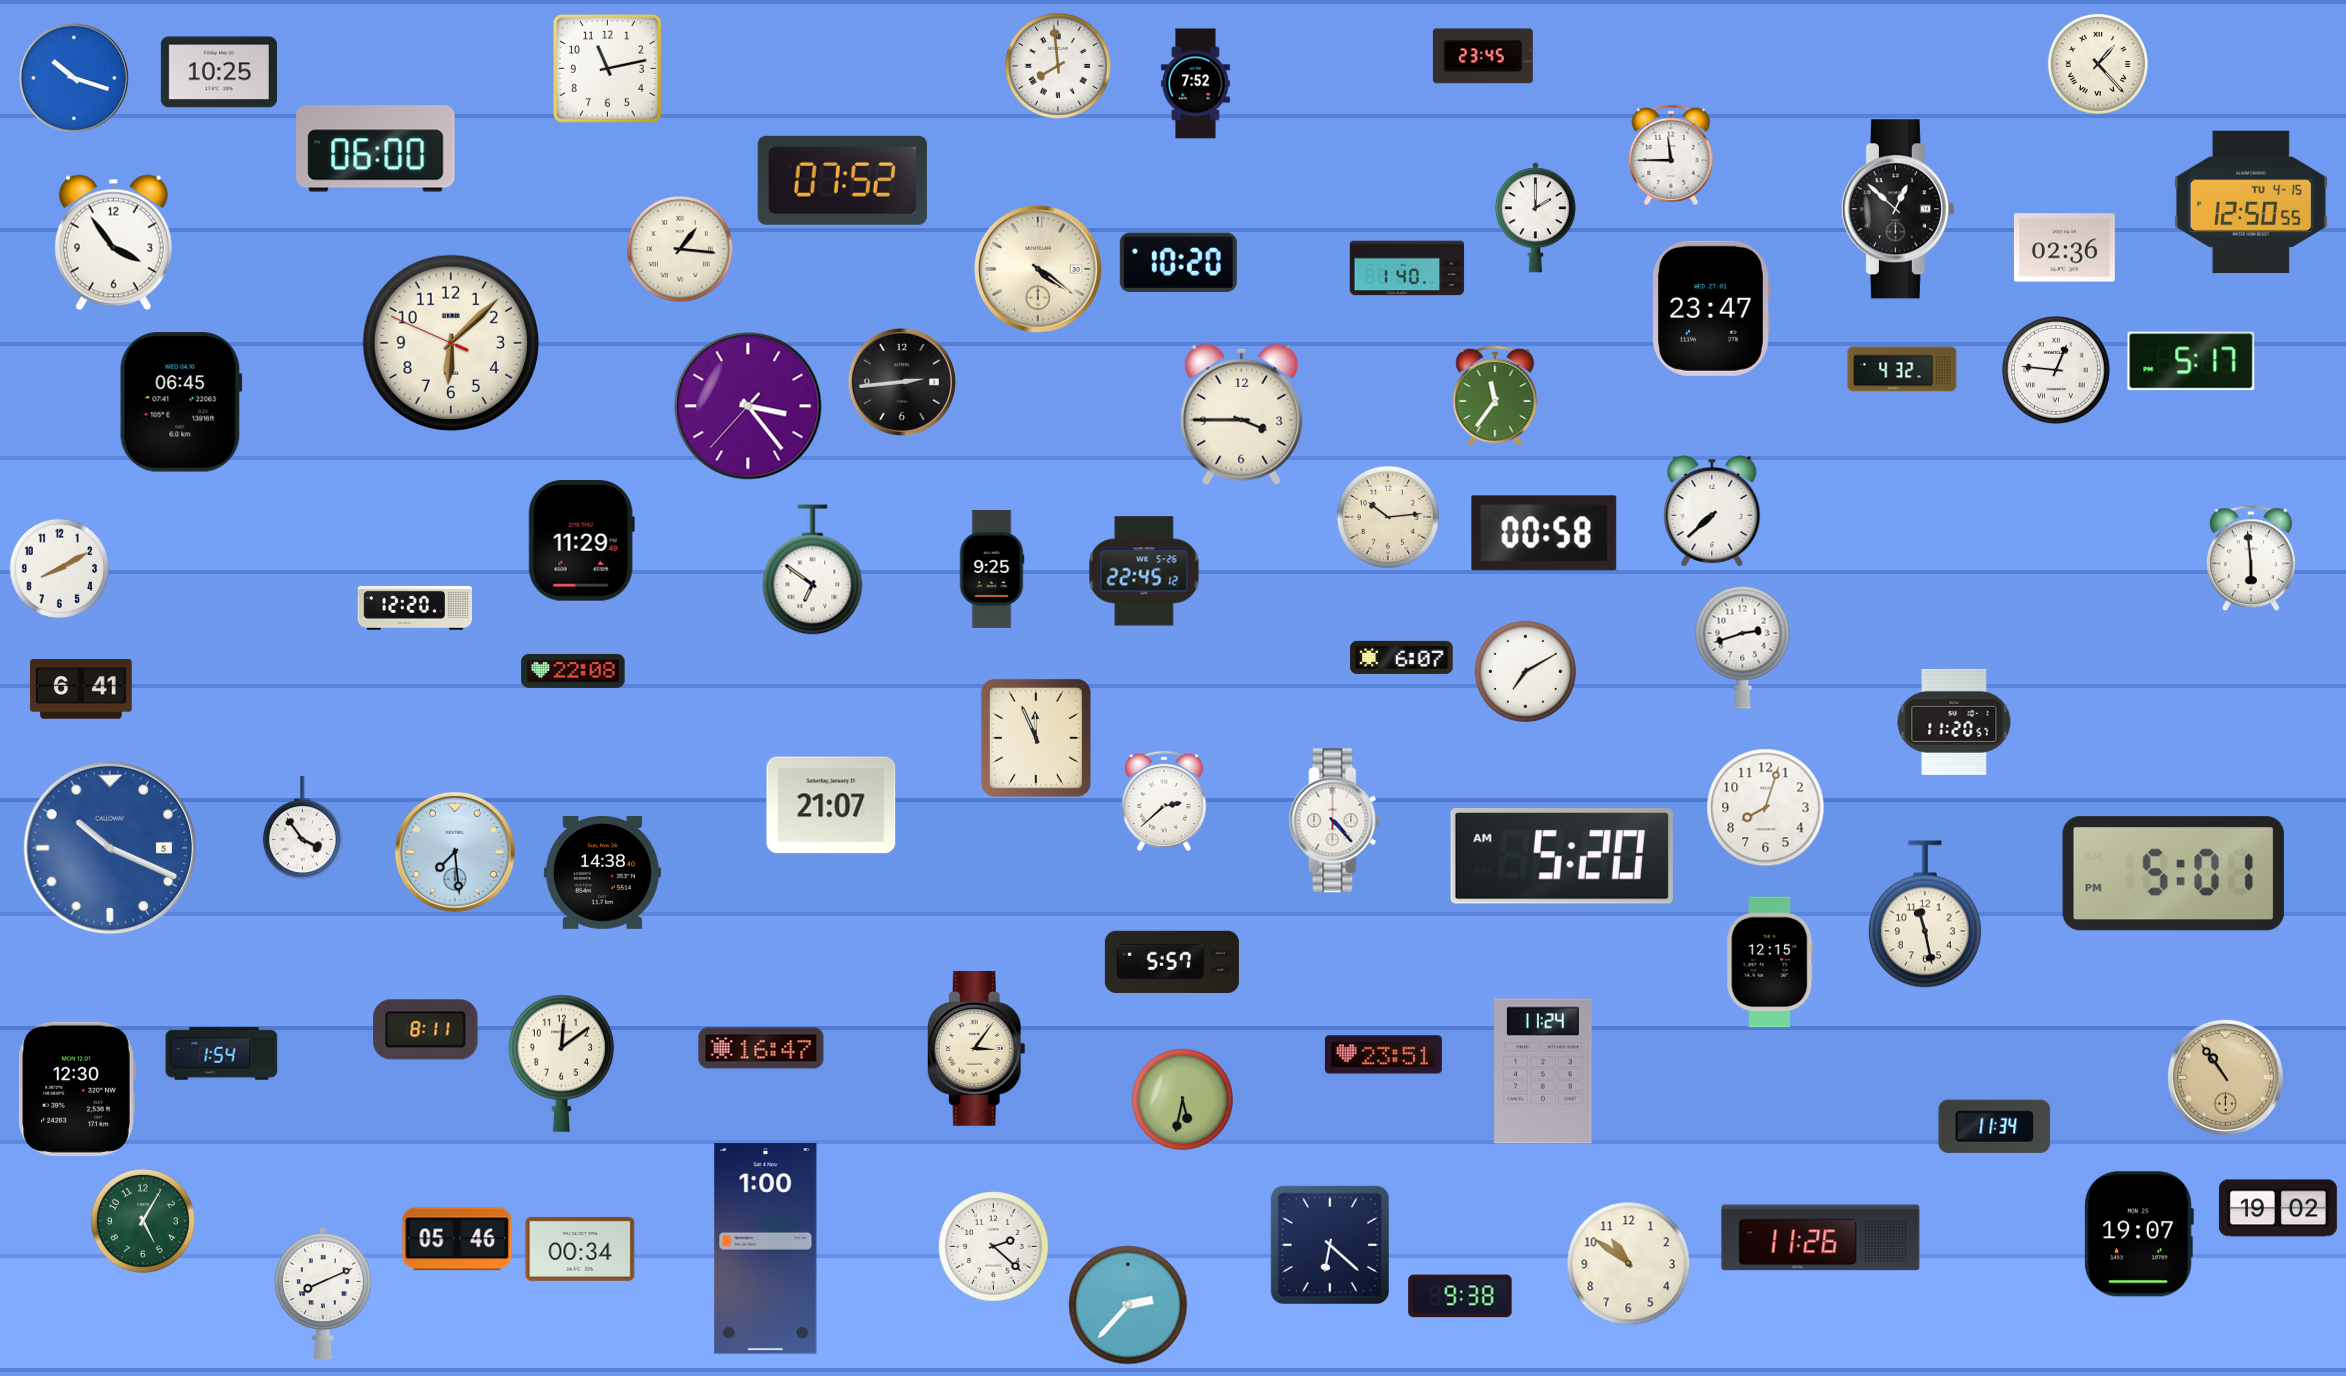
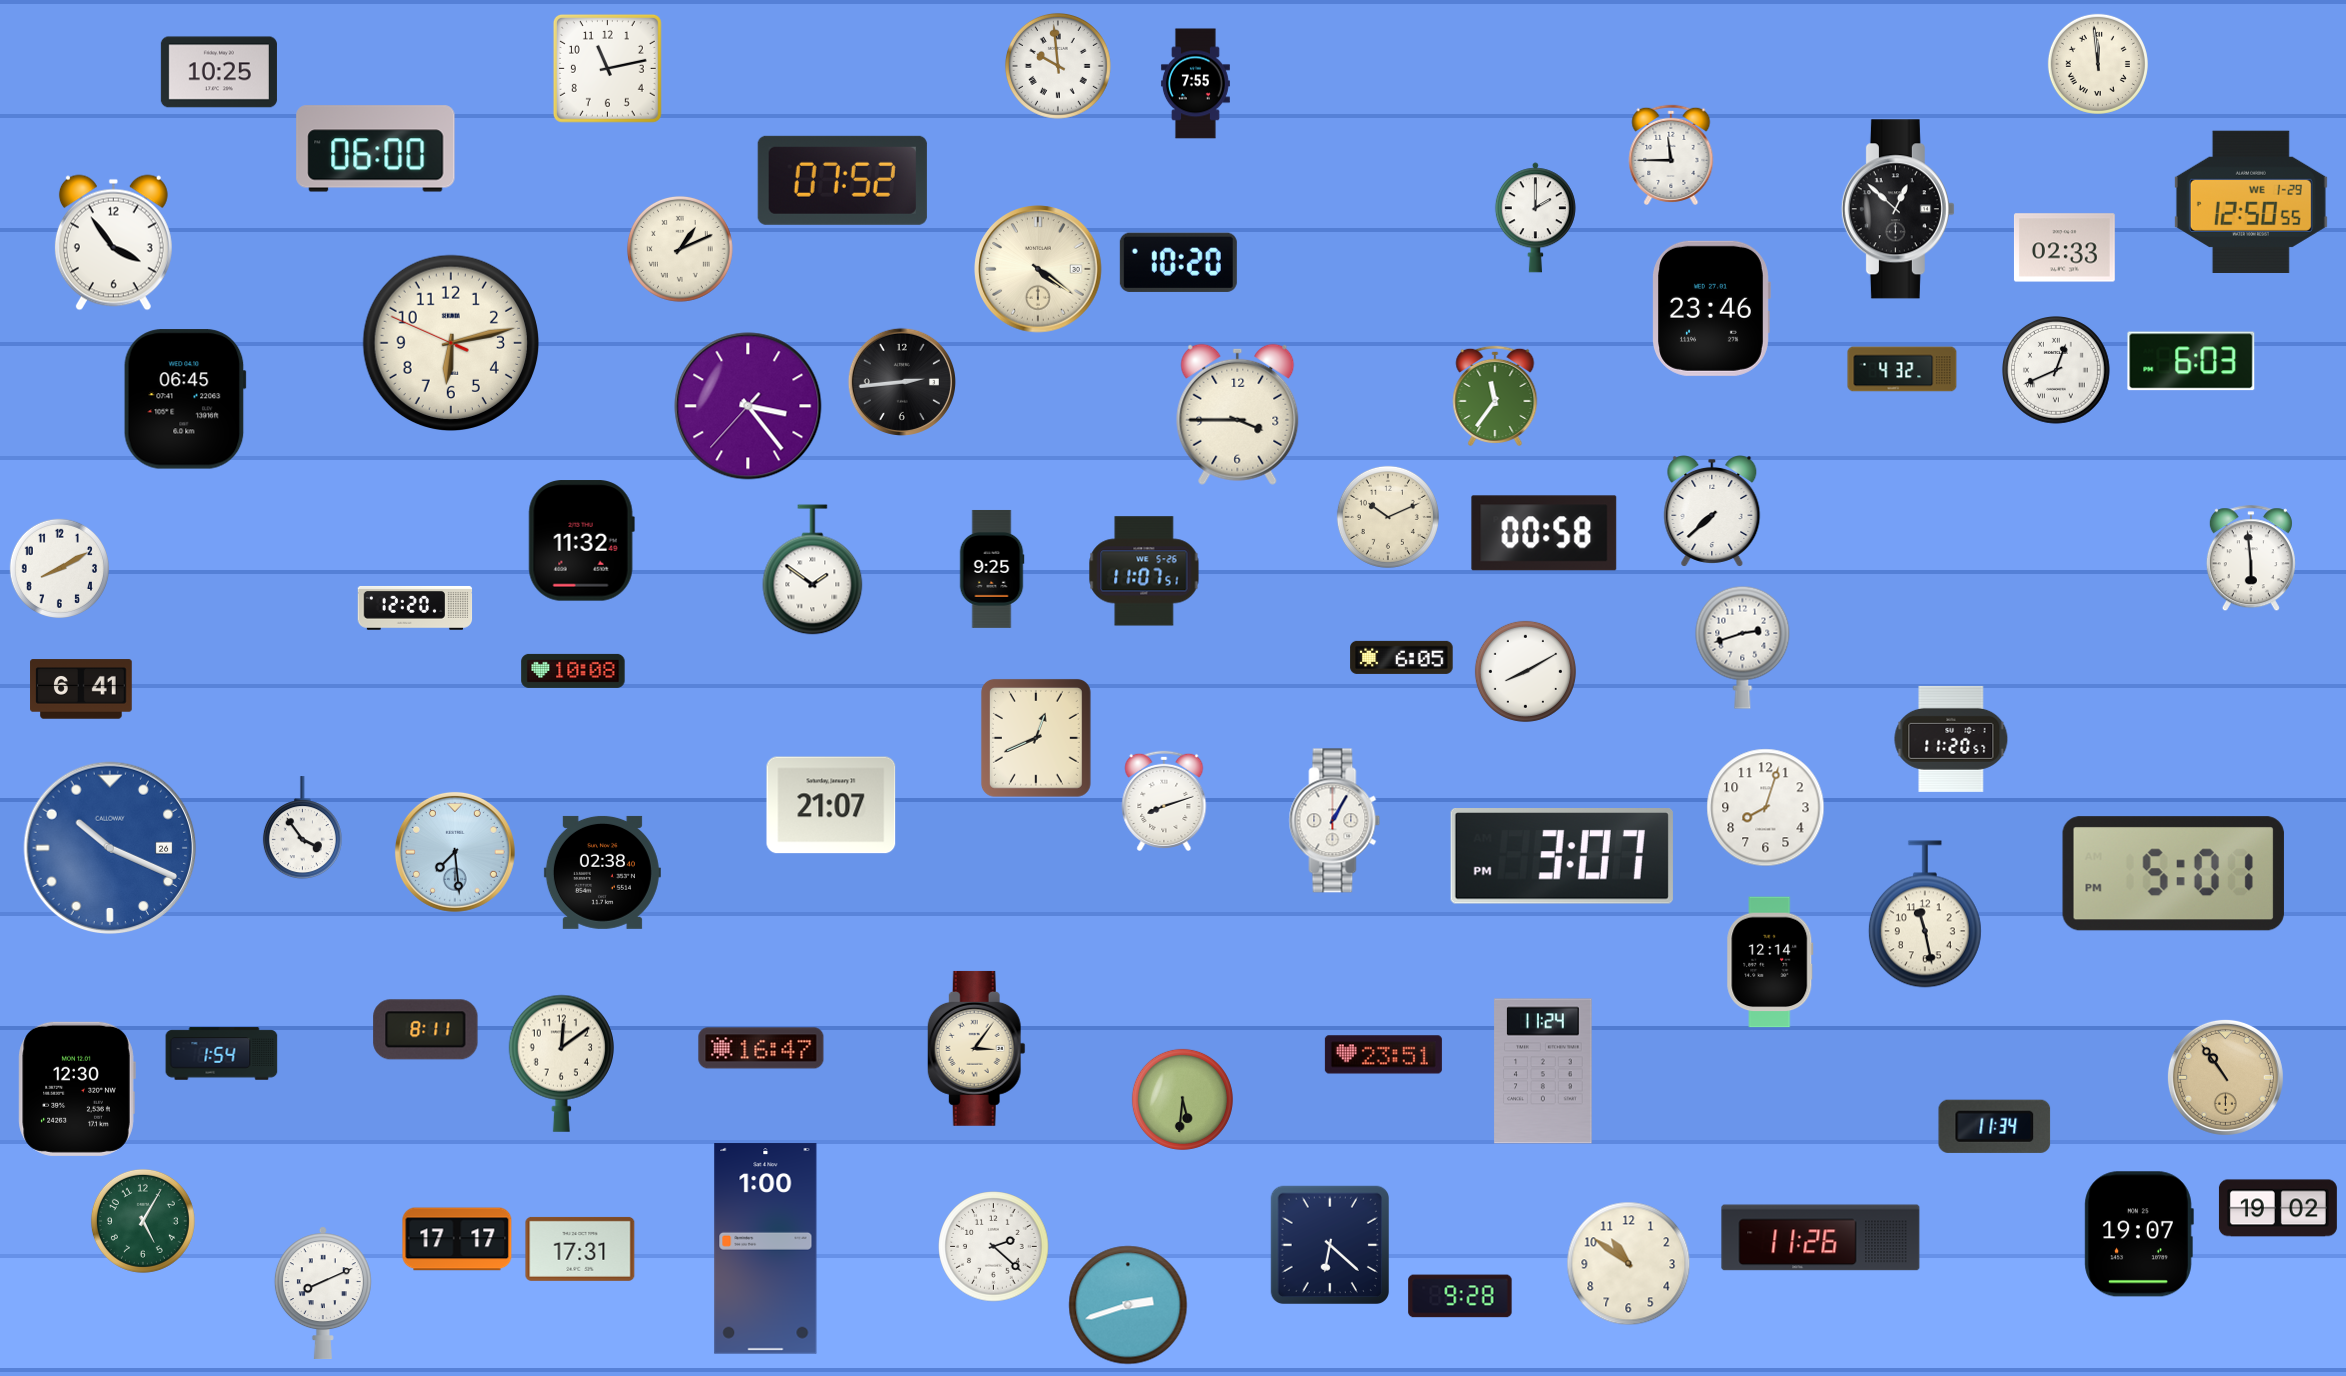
clock at (1483, 56): 23:45 -> none
clock at (2098, 64): 1:23 -> 11:59
clock at (1058, 66): 7:59 -> 9:59
clock at (74, 78): 10:18 -> none
clock at (1195, 84): 7:52 -> 7:55
clock at (2251, 201) date: TU 4-15 -> WE 1-29
clock at (2064, 248): 02:36 -> 02:33
clock at (680, 249): 1:16 -> 1:11
clock at (1407, 268): 1:40 -> none
clock at (1711, 308): 23:47 -> 23:46
clock at (451, 343): 6:07 -> 6:12
clock at (2191, 361): 5:17 -> 6:03
clock at (2057, 371): 12:46 -> 12:41
clock at (181, 402) position: (181, 402) -> (185, 399)
clock at (1242, 414) position: (1242, 414) -> (1238, 414)
clock at (1388, 517): 10:14 -> 10:11
clock at (581, 541): 11:29 -> 11:32
clock at (813, 570): 6:51 -> 1:51
clock at (1144, 571): 22:45 -> 11:07
clock at (1402, 657): 6:07 -> 6:05
clock at (573, 671): 22:08 -> 10:08
clock at (1525, 671): 7:10 -> 8:10
clock at (1954, 722) position: (1954, 722) -> (1951, 739)
clock at (1036, 738): 11:56 -> 12:41
clock at (1164, 800): 2:38 -> 8:12
clock at (1335, 821): 4:23 -> 1:05
clock at (110, 848) date: 5 -> 26
clock at (1562, 857): 5:20 -> 3:07
clock at (602, 872): 14:38 -> 02:38
clock at (1172, 962): 5:57 -> none
clock at (1770, 962): 12:15 -> 12:14
clock at (1182, 1099): 5:32 -> 5:31
clock at (457, 1239): 05:46 -> 17:17
clock at (580, 1249): 00:34 -> 17:31
clock at (1460, 1296): 9:38 -> 9:28
clock at (1128, 1305): 2:37 -> 2:42
